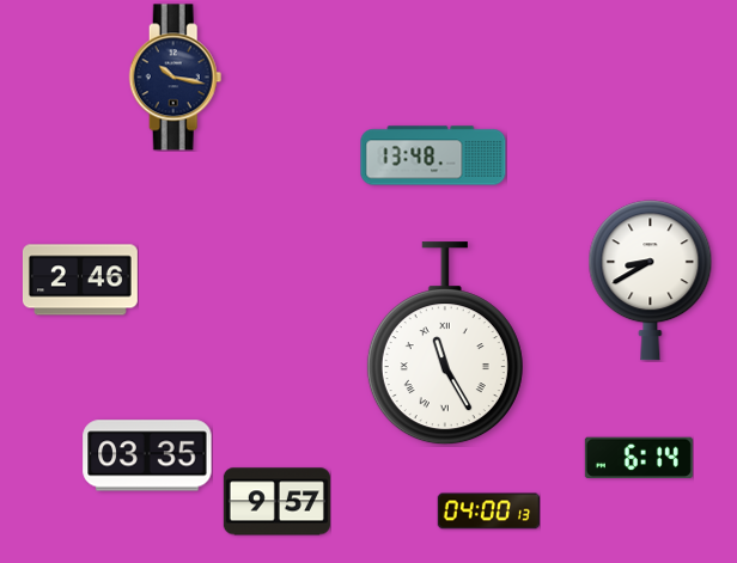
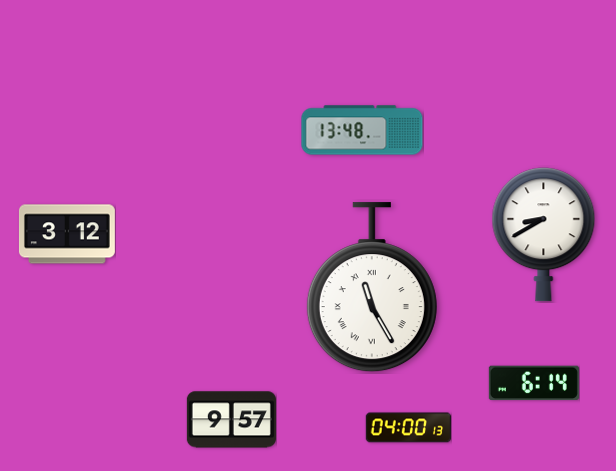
clock at (176, 78): 10:17 -> none
clock at (80, 280): 2:46 -> 3:12
clock at (147, 455): 03:35 -> none
